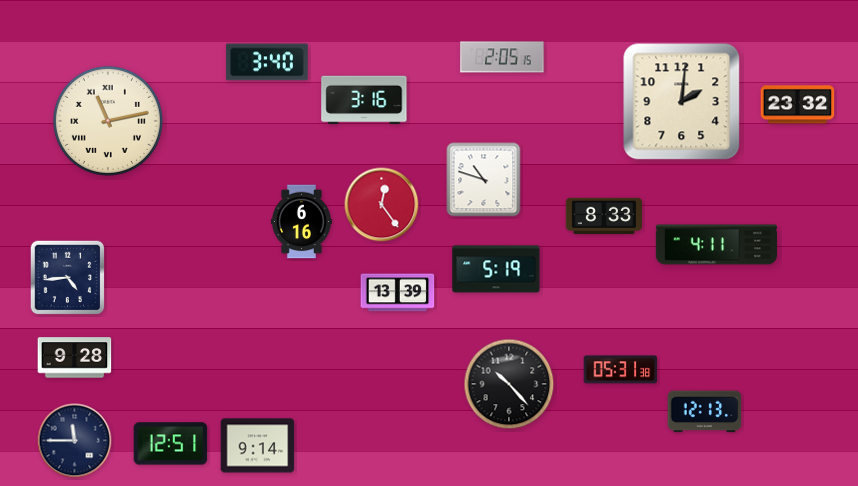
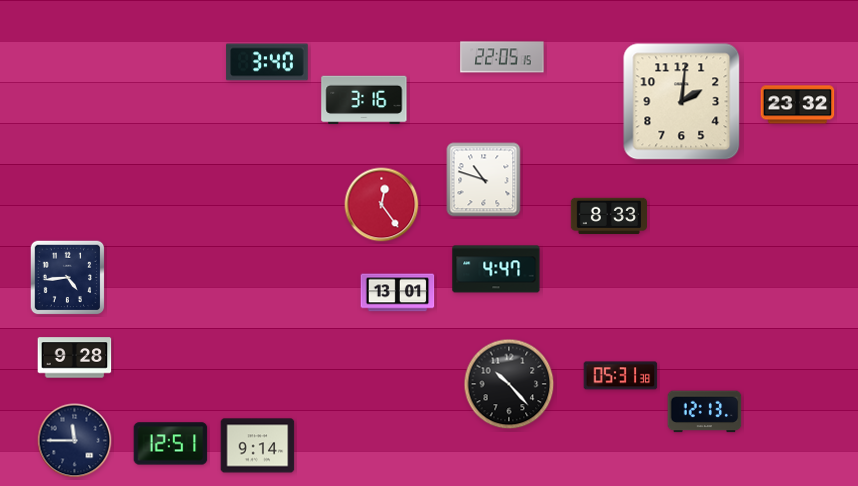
clock at (502, 57): 2:05 -> 22:05
clock at (108, 121): 11:13 -> none
clock at (603, 216) position: (603, 216) -> (608, 216)
clock at (301, 222): 6:16 -> none
clock at (716, 245): 4:11 -> none
clock at (496, 269): 5:19 -> 4:47
clock at (398, 293): 13:39 -> 13:01
clock at (621, 370) position: (621, 370) -> (621, 376)
